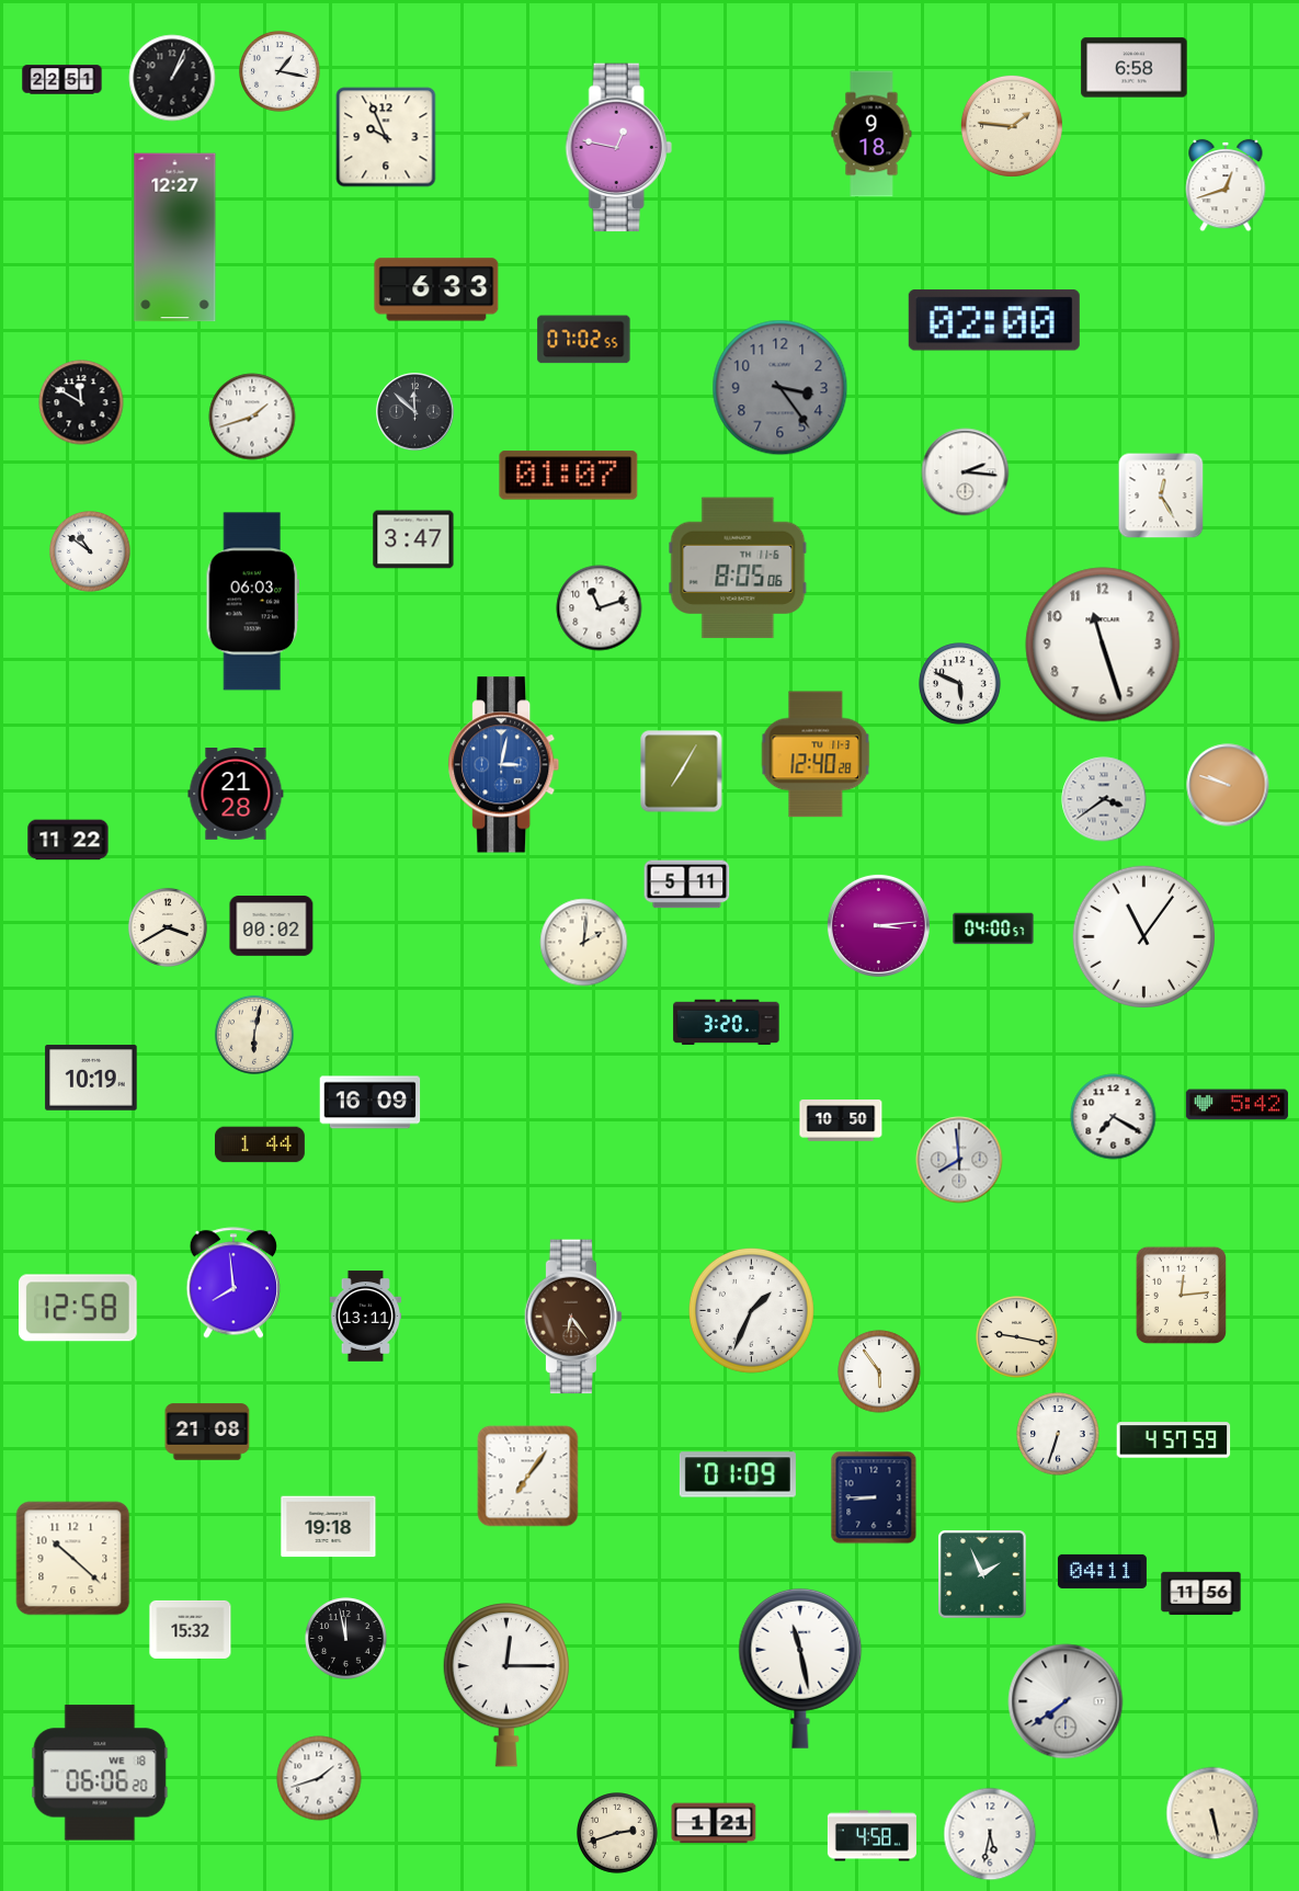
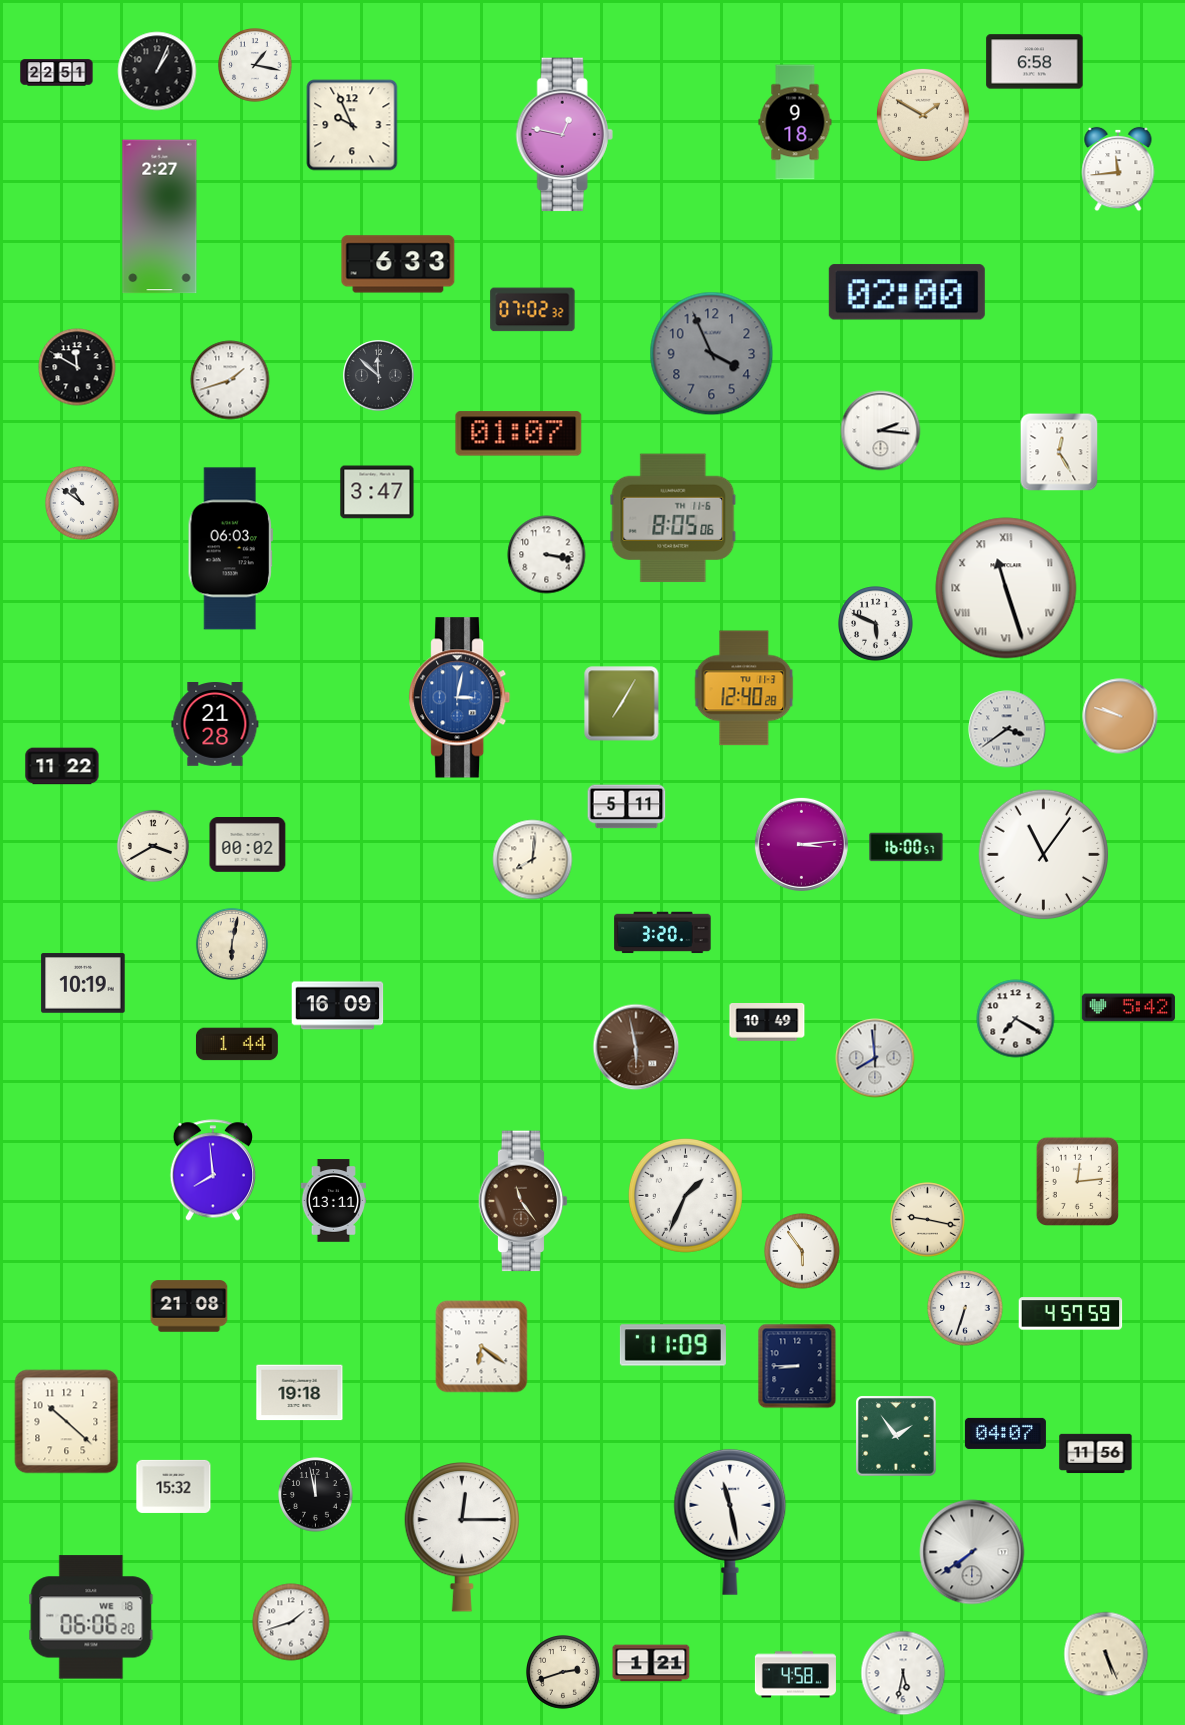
clock at (1012, 126): 1:46 -> 1:50
clock at (1226, 185): 12:42 -> 11:44
clock at (175, 238): 12:27 -> 2:27
clock at (584, 340): 07:02:55 -> 07:02:32
clock at (780, 388): 3:24 -> 3:56
clock at (81, 402) position: (81, 402) -> (77, 367)
clock at (600, 608): 11:12 -> 3:17
clock at (1103, 645) numerals: Arabic -> Roman
clock at (993, 929): 04:00 -> 16:00
clock at (584, 943): 2:01 -> 8:01
clock at (841, 1121): 10:50 -> 10:49
clock at (636, 1047): none -> 5:58
clock at (78, 1308): 12:58 -> none
clock at (573, 1317): 6:24 -> 11:24
clock at (738, 1474): 01:09 -> 11:09
clock at (528, 1477): 7:06 -> 6:21
clock at (1102, 1571): 04:11 -> 04:07
clock at (983, 1575): 1:56 -> 1:54
clock at (1212, 1813): 5:28 -> 5:26
